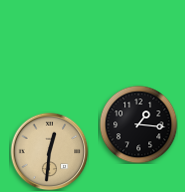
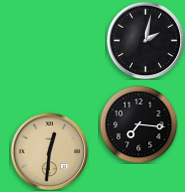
clock at (145, 40): none -> 2:02
clock at (138, 124): 1:16 -> 7:16
